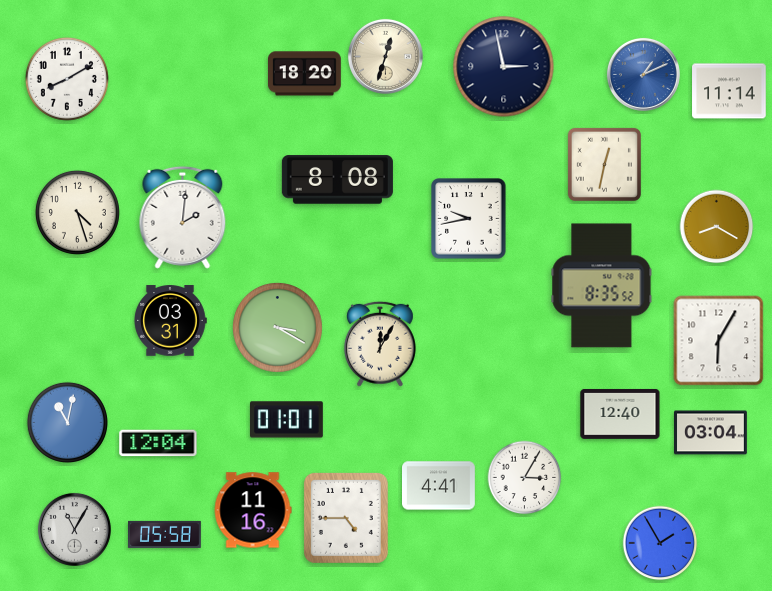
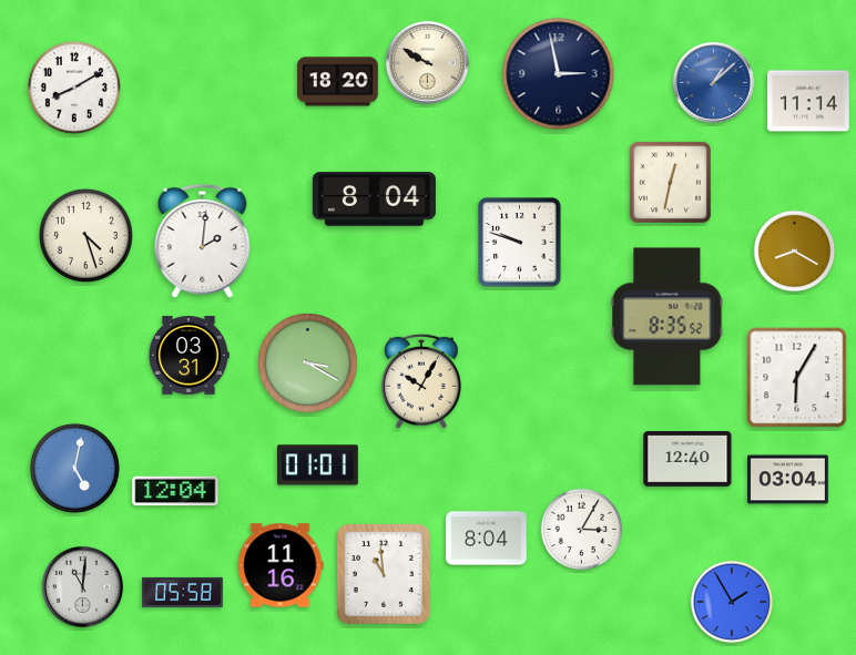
clock at (385, 56): 12:33 -> 9:50
clock at (643, 74): 1:11 -> 1:08
clock at (337, 180): 8:08 -> 8:04
clock at (469, 219): 9:43 -> 9:48
clock at (380, 344): 12:05 -> 10:05
clock at (67, 422): 11:02 -> 5:02
clock at (439, 486): 4:41 -> 8:04
clock at (346, 518): 4:45 -> 10:59
clock at (74, 529): 11:05 -> 11:01
